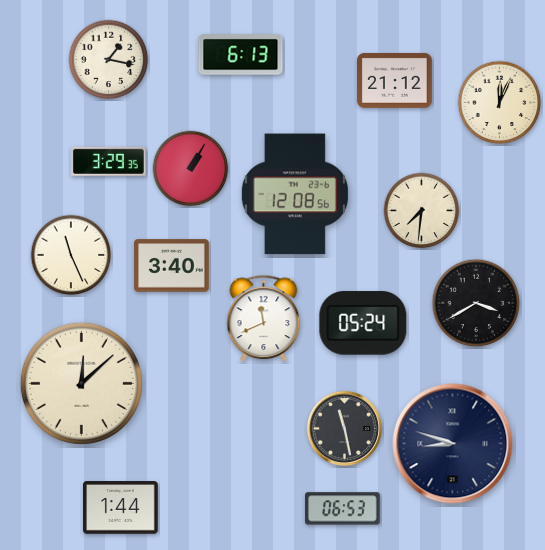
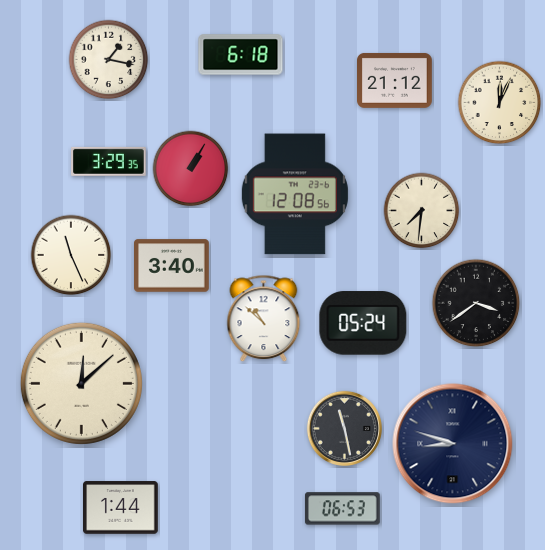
clock at (241, 55): 6:13 -> 6:18
clock at (476, 303): 3:40 -> 3:39
clock at (264, 319): 11:41 -> 10:52
